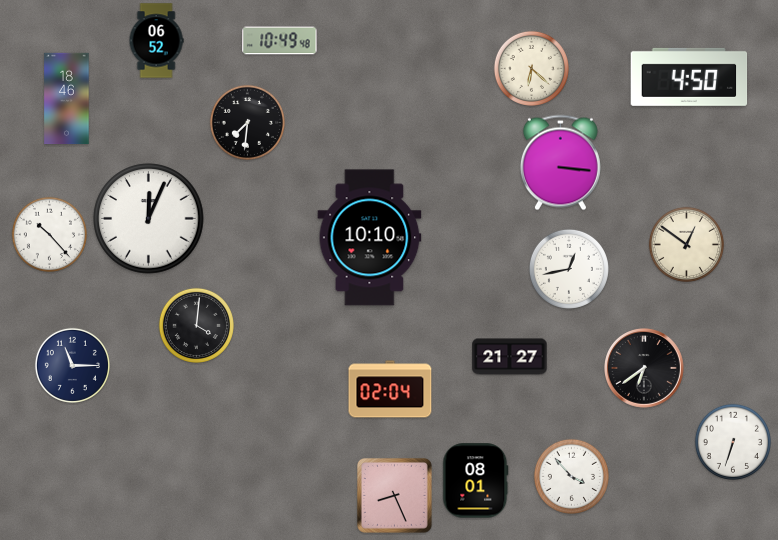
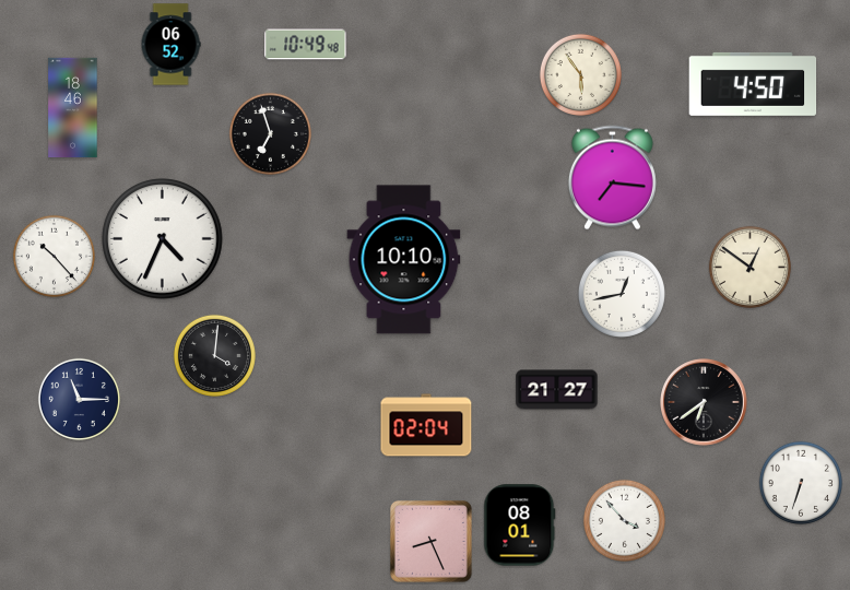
clock at (531, 68): 6:22 -> 5:54
clock at (247, 122): 7:31 -> 6:57
clock at (560, 163): 3:16 -> 7:16
clock at (149, 219): 12:04 -> 4:34
